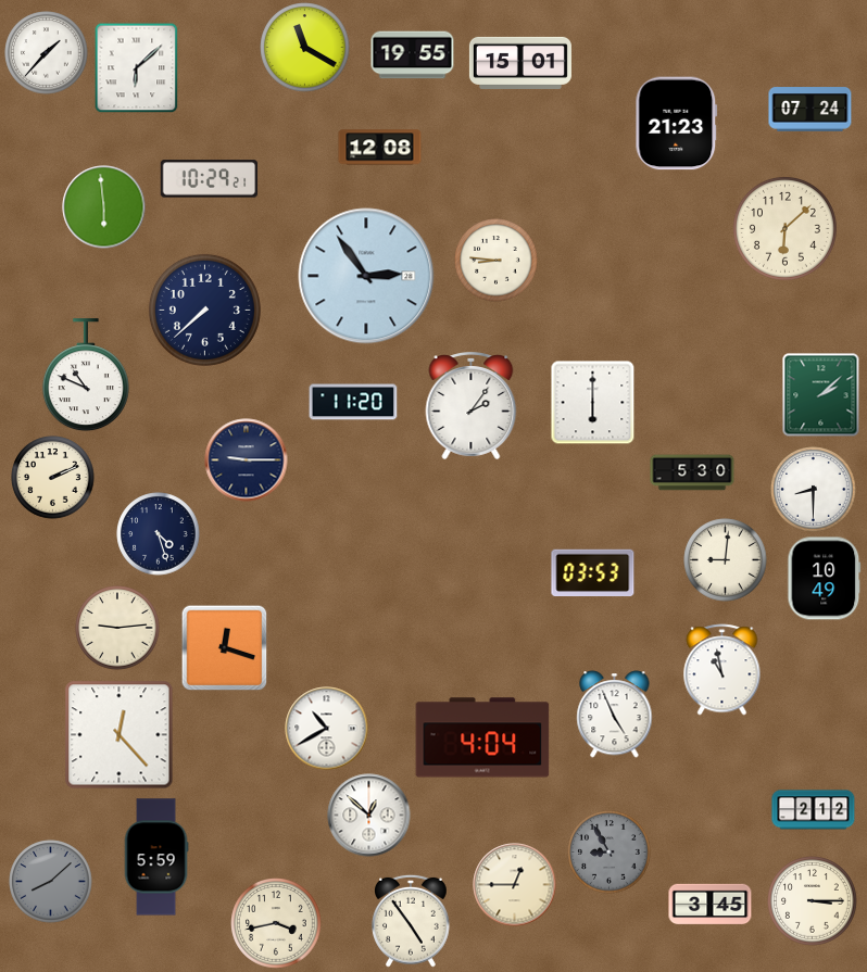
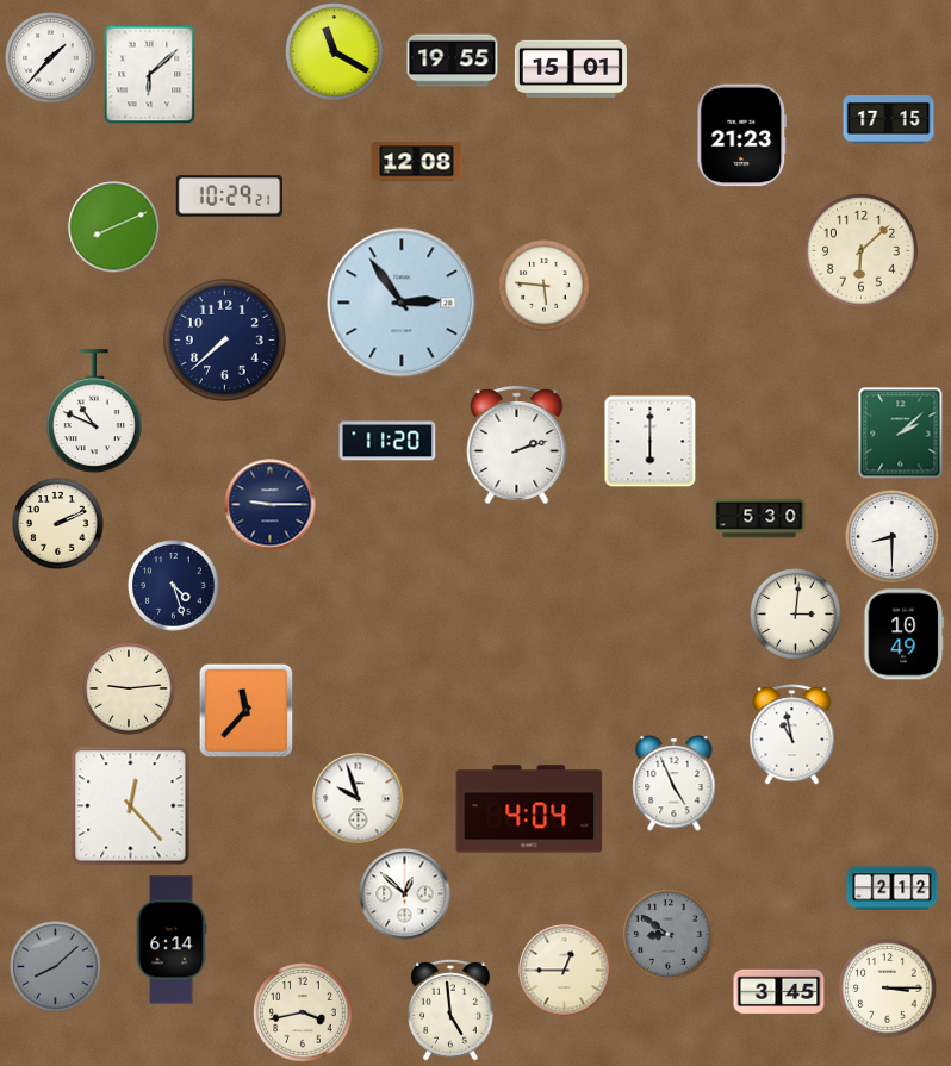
clock at (811, 110): 07:24 -> 17:15
clock at (104, 207): 5:59 -> 8:11
clock at (497, 261): 8:46 -> 5:46
clock at (472, 406): 2:06 -> 2:12
clock at (726, 560): 9:01 -> 3:01
clock at (593, 573): 03:53 -> none
clock at (224, 647): 12:18 -> 11:37
clock at (327, 729): 10:40 -> 9:57
clock at (610, 853): 8:55 -> 8:51
clock at (156, 857): 5:59 -> 6:14
clock at (813, 901) position: (813, 901) -> (888, 989)
clock at (412, 921): 4:54 -> 4:59
